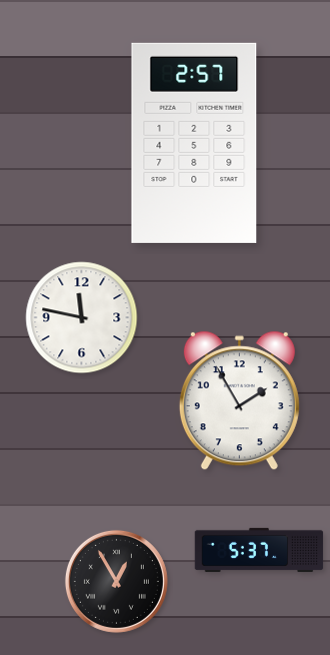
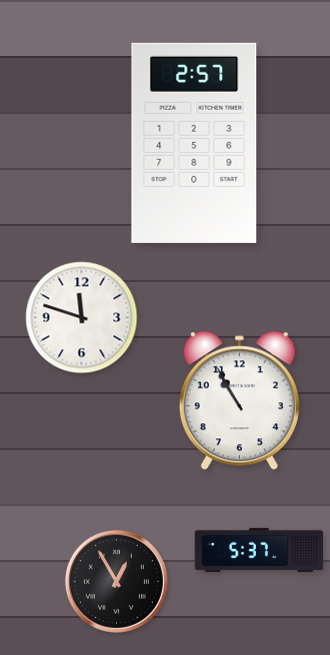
clock at (82, 318): 11:47 -> 11:48
clock at (239, 401): 1:55 -> 10:55
